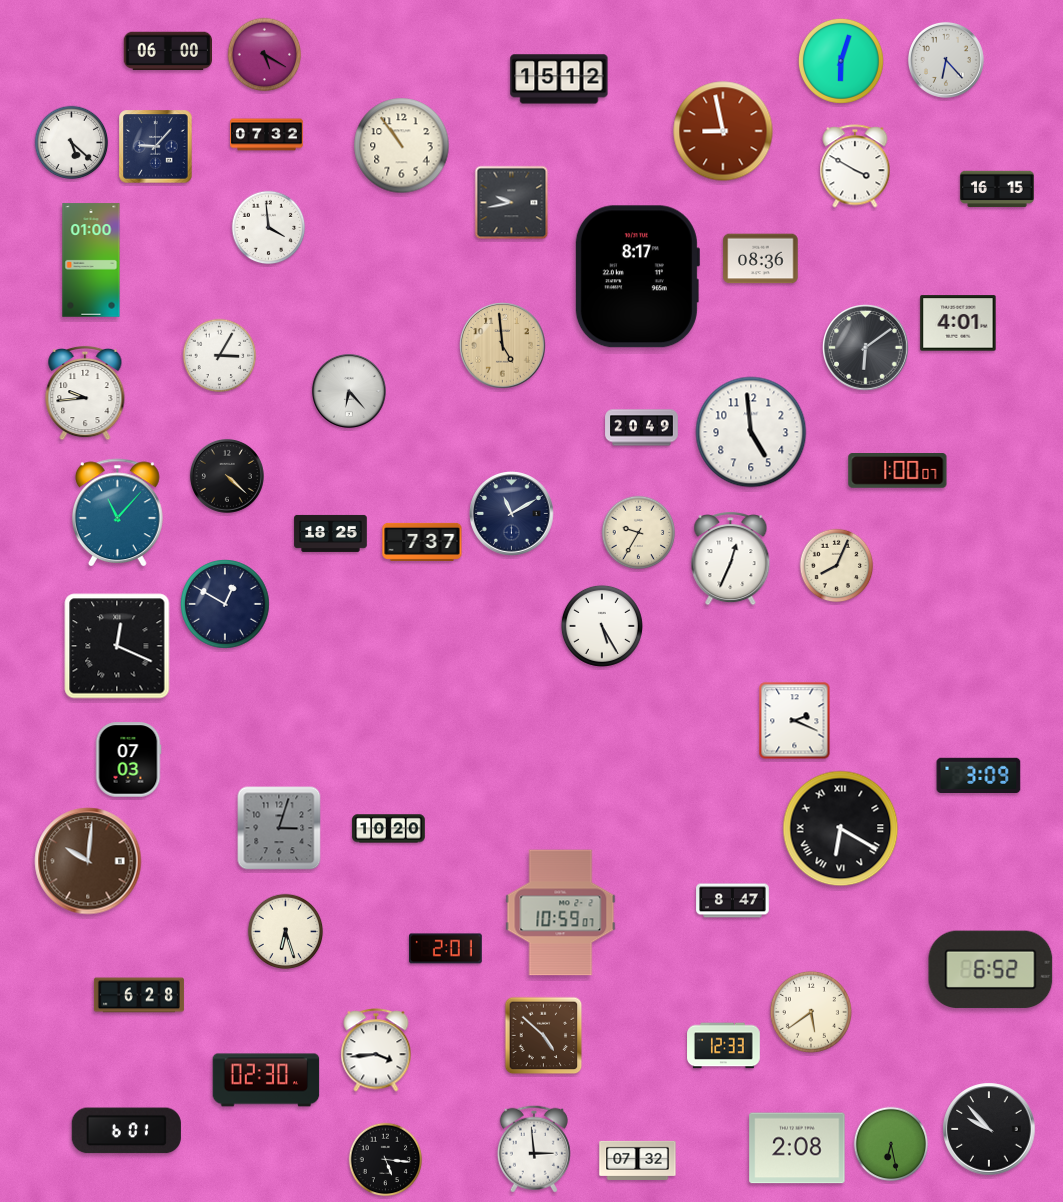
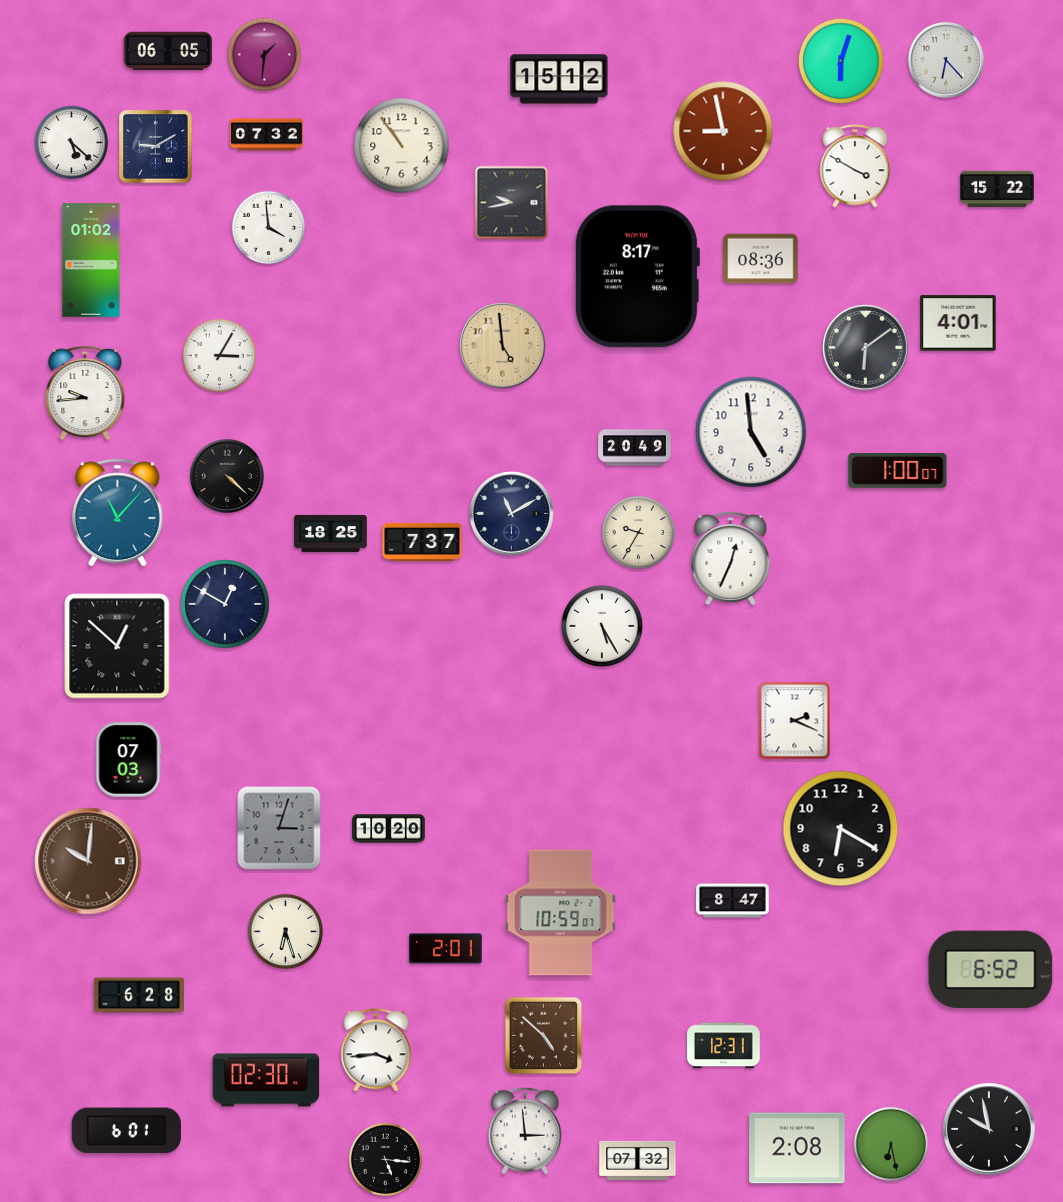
clock at (168, 51): 06:00 -> 06:05
clock at (265, 55): 5:20 -> 1:31
clock at (156, 147): 9:07 -> 9:10
clock at (997, 189): 16:15 -> 15:22
clock at (91, 260): 01:00 -> 01:02
clock at (349, 391): 6:23 -> none
clock at (642, 428) position: (642, 428) -> (635, 448)
clock at (837, 566): 8:04 -> none
clock at (117, 646): 12:19 -> 12:52
clock at (979, 775): 3:09 -> none
clock at (841, 829) numerals: Roman -> Arabic
clock at (811, 1012): 5:39 -> none
clock at (724, 1046): 12:33 -> 12:31
clock at (989, 1129): 9:53 -> 9:58
clock at (534, 1149) position: (534, 1149) -> (525, 1131)
